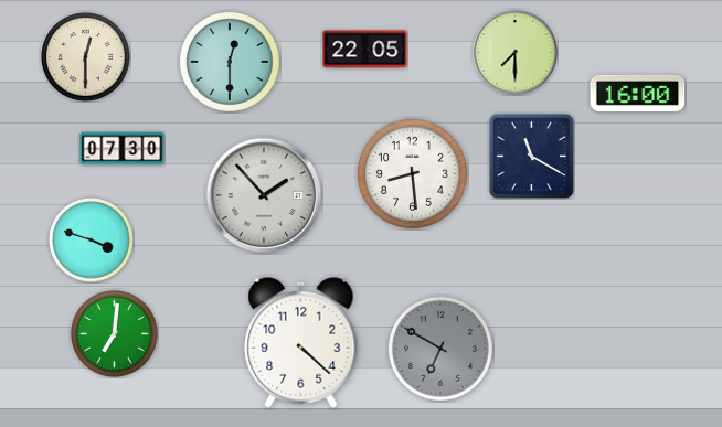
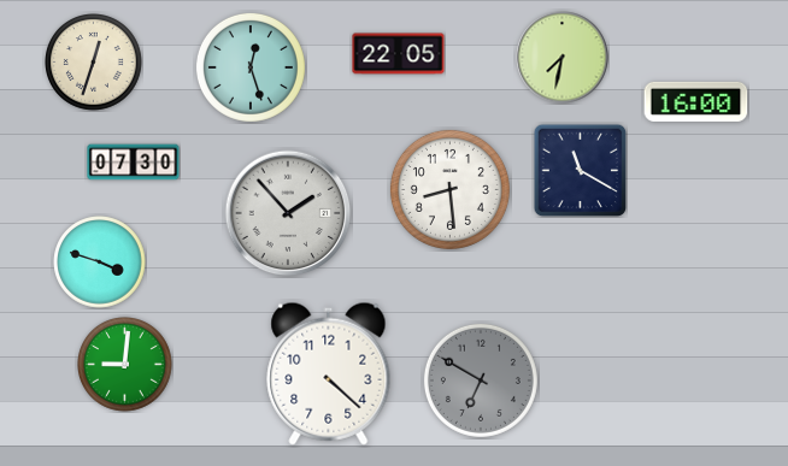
clock at (516, 53): 7:30 -> 7:32
clock at (86, 57): 12:30 -> 12:33
clock at (230, 62): 12:30 -> 12:27
clock at (115, 334): 7:01 -> 9:01
